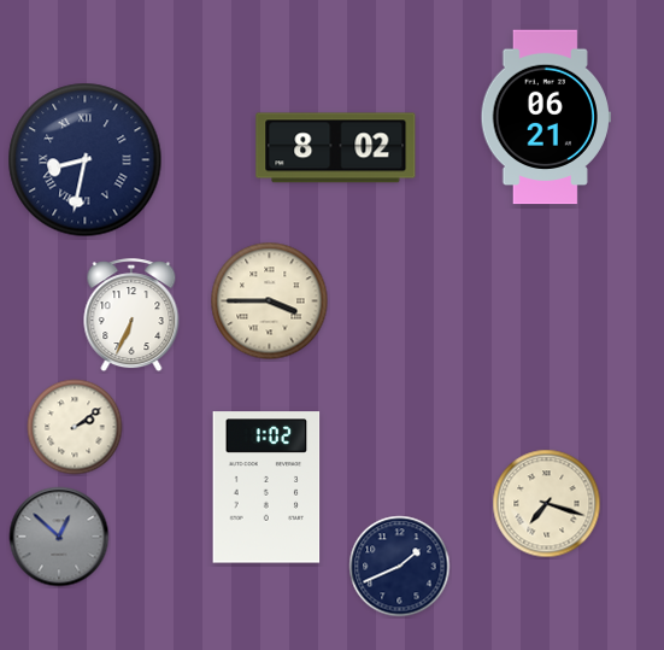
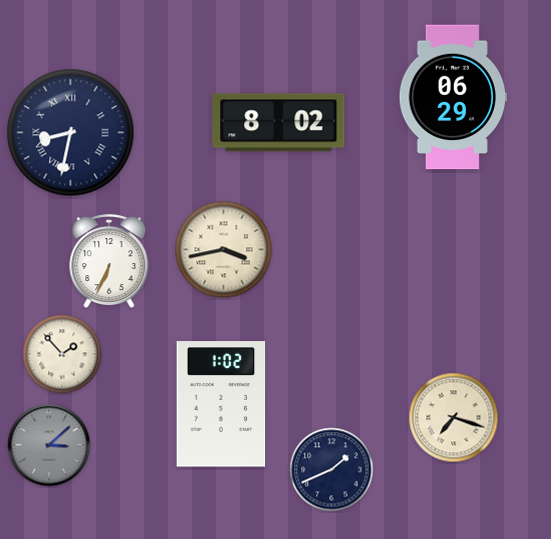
clock at (546, 117): 06:21 -> 06:29
clock at (270, 301): 3:45 -> 3:43
clock at (75, 427): 2:09 -> 1:53
clock at (59, 537): 12:52 -> 3:08
